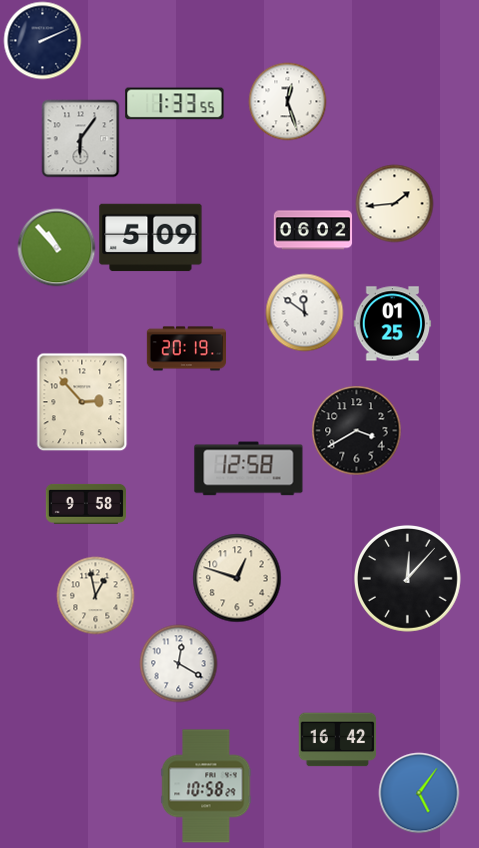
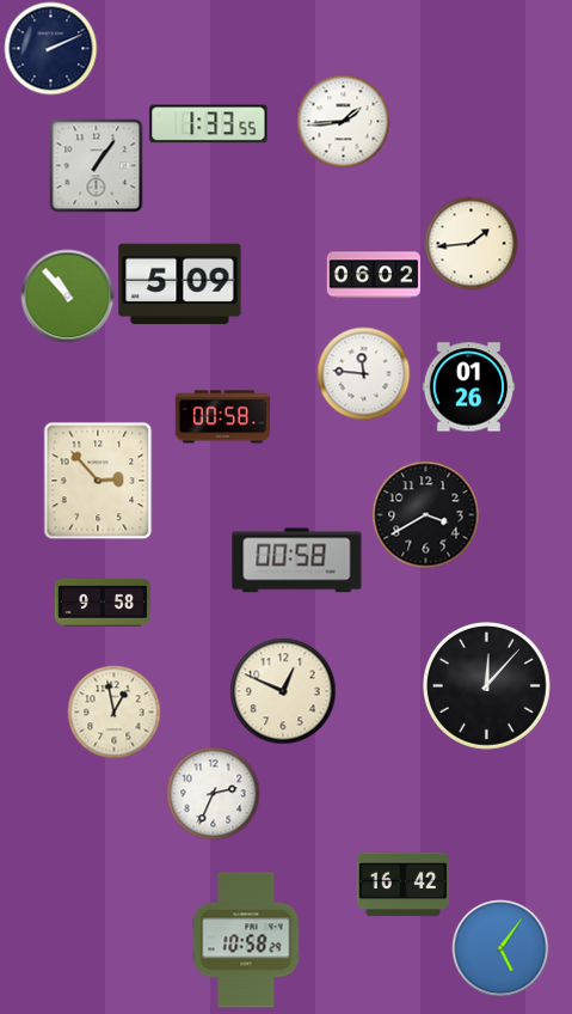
clock at (287, 101): 12:27 -> 1:44
clock at (80, 138): 6:06 -> 1:06
clock at (304, 312): 11:51 -> 11:46
clock at (392, 324): 01:25 -> 01:26
clock at (186, 349): 20:19 -> 00:58
clock at (249, 469): 12:58 -> 00:58
clock at (237, 578): 12:48 -> 12:49
clock at (407, 578) position: (407, 578) -> (486, 685)
clock at (178, 663): 12:20 -> 2:34
